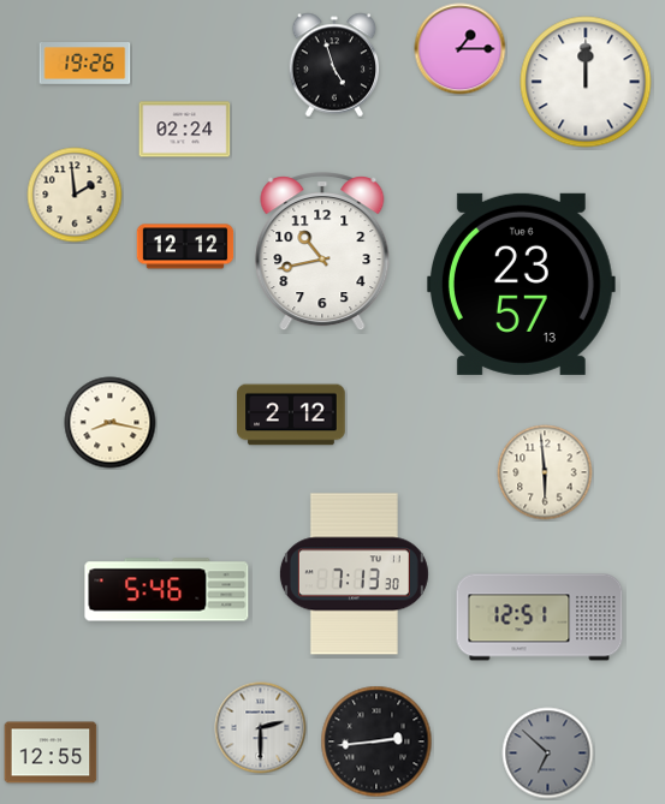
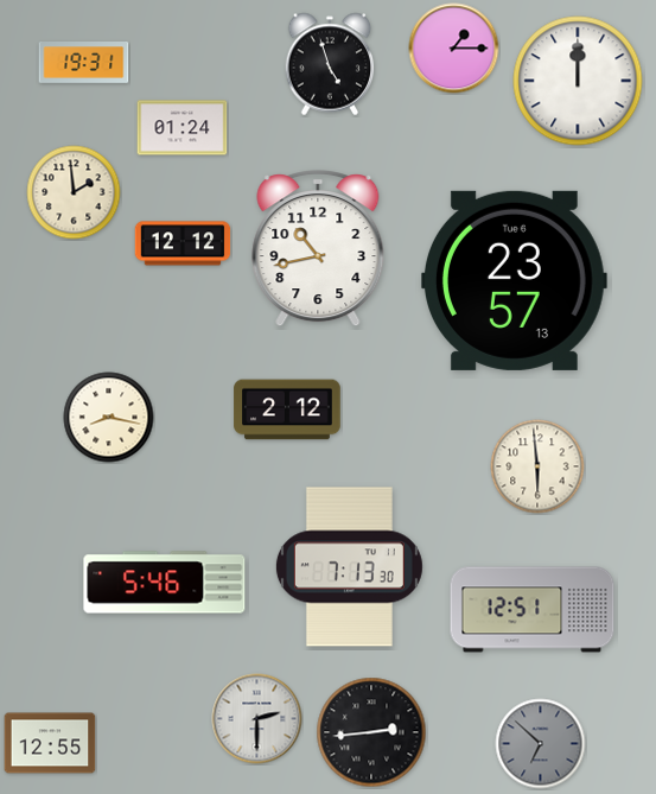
clock at (85, 64): 19:26 -> 19:31
clock at (185, 130): 02:24 -> 01:24
